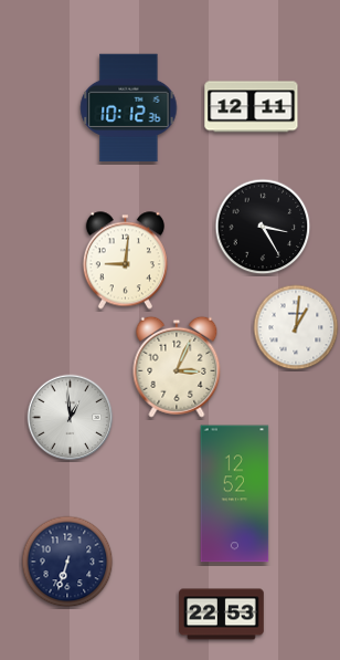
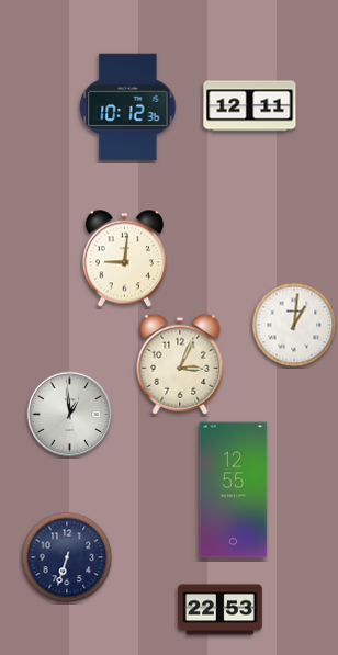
clock at (263, 227): 3:25 -> none
clock at (177, 367) position: (177, 367) -> (180, 364)
clock at (235, 494): 12:52 -> 12:55
